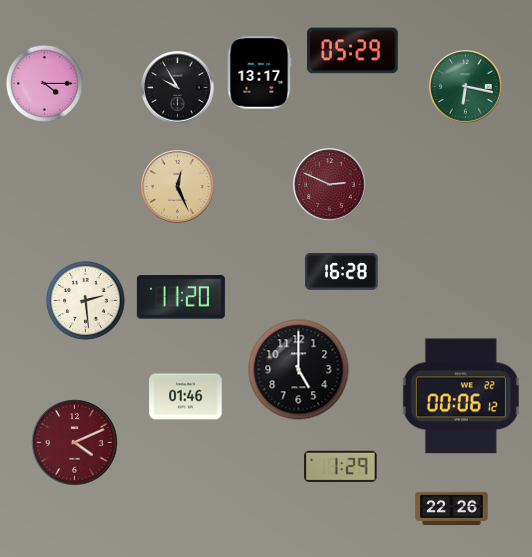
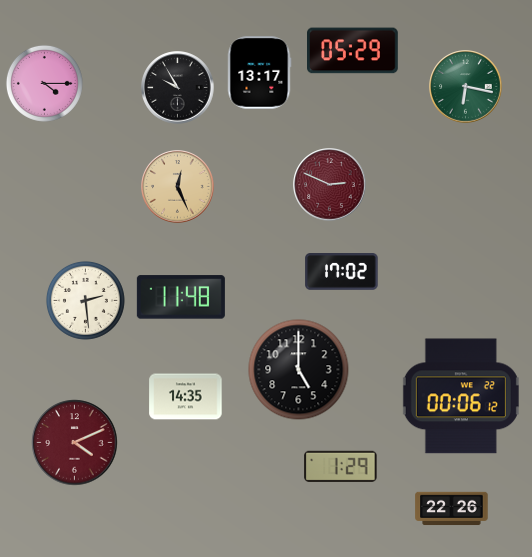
clock at (342, 272): 16:28 -> 17:02
clock at (181, 297): 11:20 -> 11:48
clock at (186, 397): 01:46 -> 14:35
